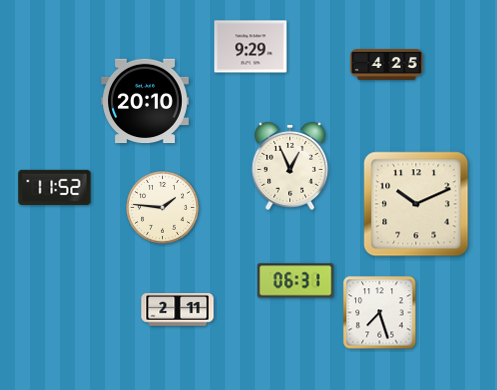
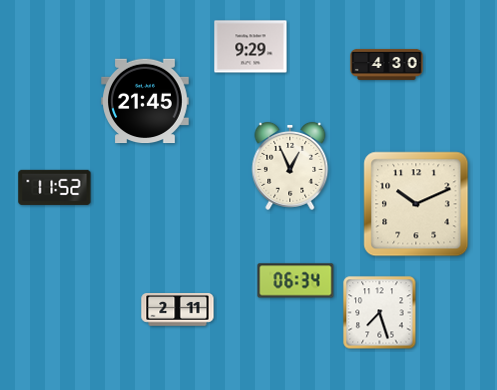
clock at (387, 64): 4:25 -> 4:30
clock at (145, 101): 20:10 -> 21:45
clock at (163, 208): 1:46 -> none
clock at (296, 281): 06:31 -> 06:34
